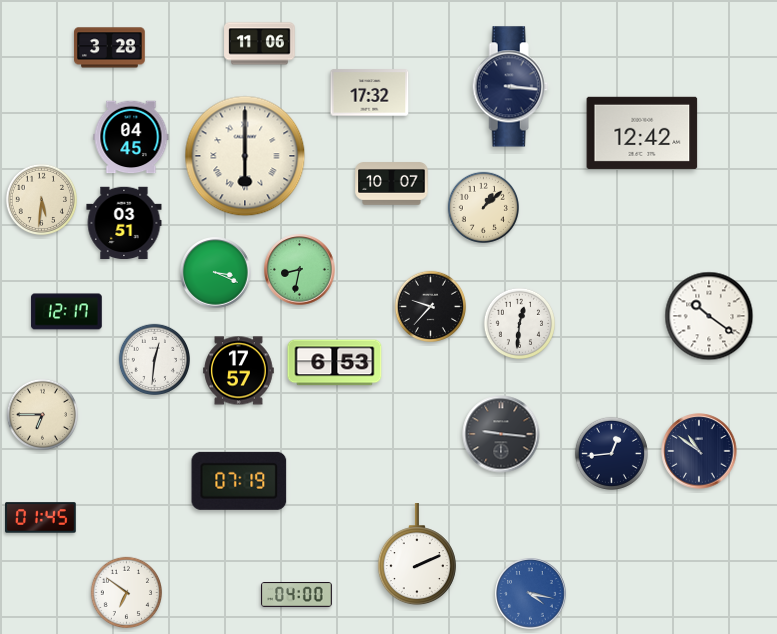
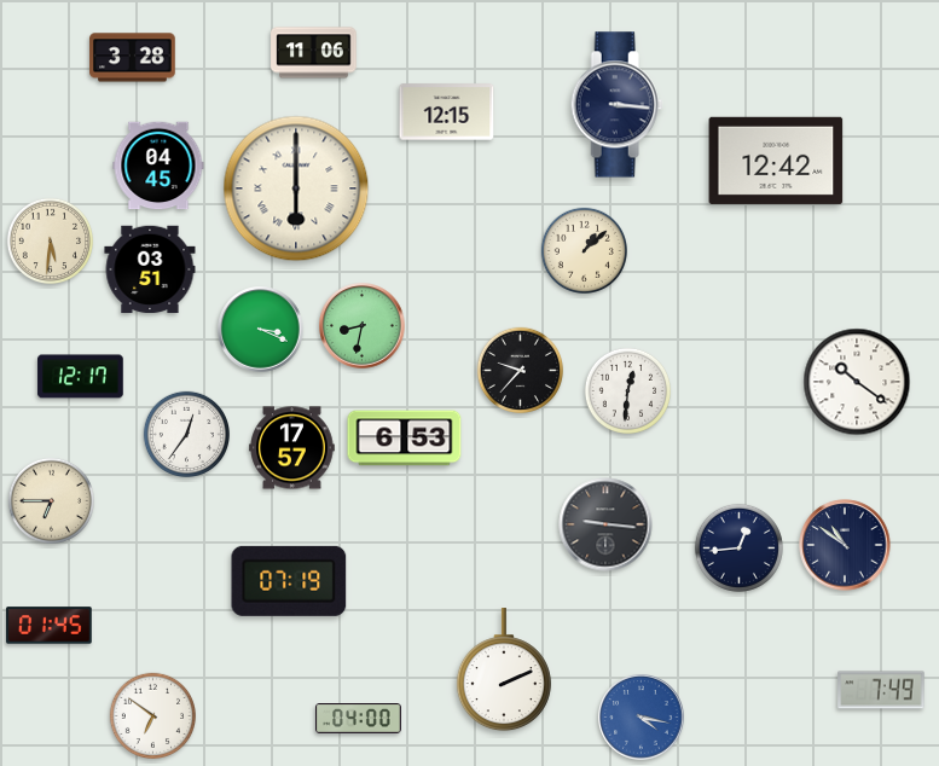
clock at (370, 93): 17:32 -> 12:15
clock at (392, 184): 10:07 -> none
clock at (154, 359): 12:31 -> 12:36
clock at (239, 371) position: (239, 371) -> (292, 448)
clock at (881, 690): none -> 7:49
